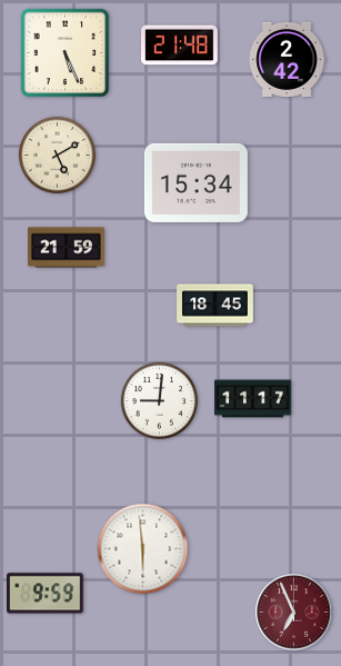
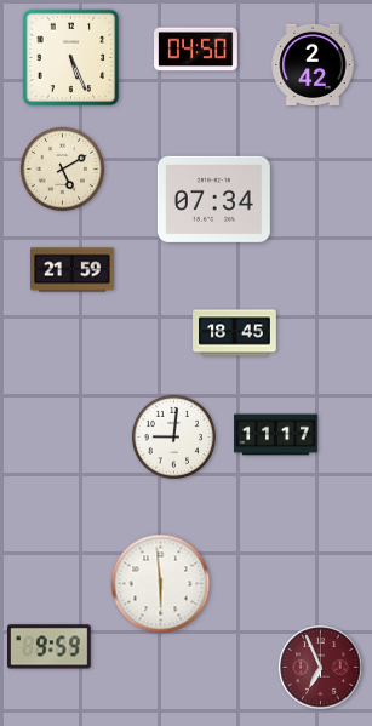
clock at (180, 46): 21:48 -> 04:50
clock at (195, 182): 15:34 -> 07:34
clock at (143, 549) position: (143, 549) -> (161, 584)
